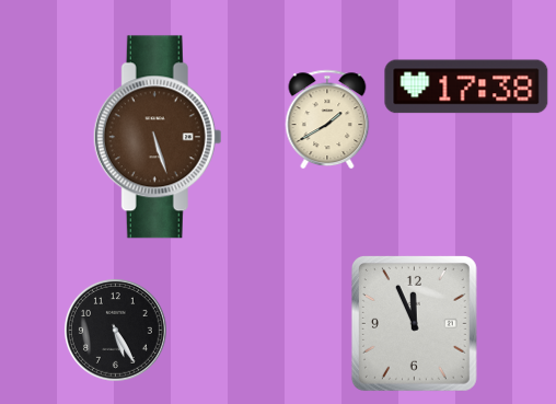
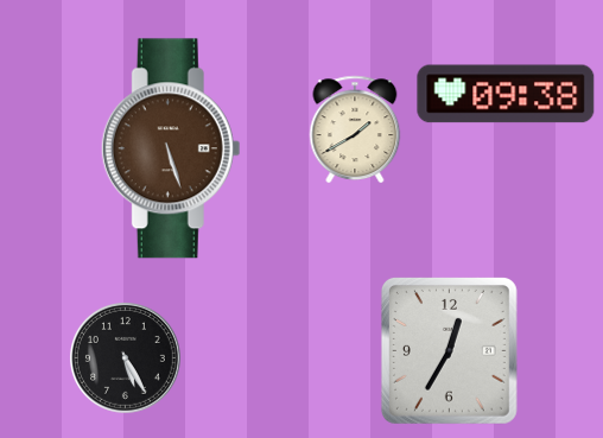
clock at (466, 86): 17:38 -> 09:38
clock at (414, 323): 11:56 -> 12:35
